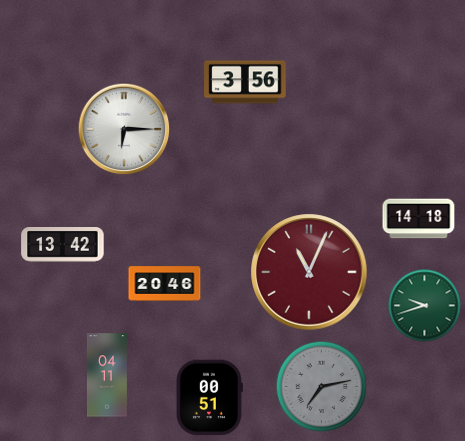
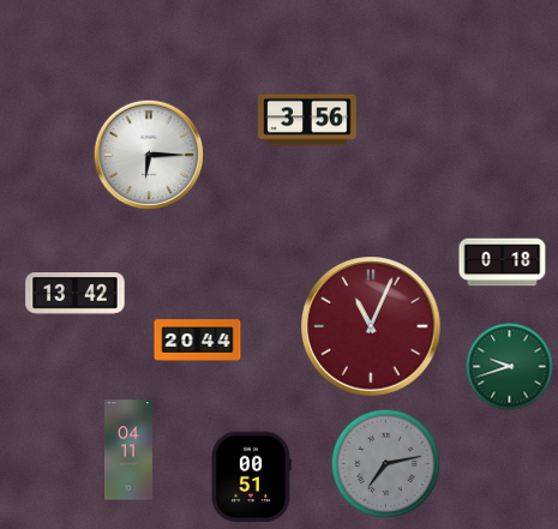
clock at (245, 82) position: (245, 82) -> (307, 120)
clock at (419, 219): 14:18 -> 0:18
clock at (165, 284): 20:46 -> 20:44
